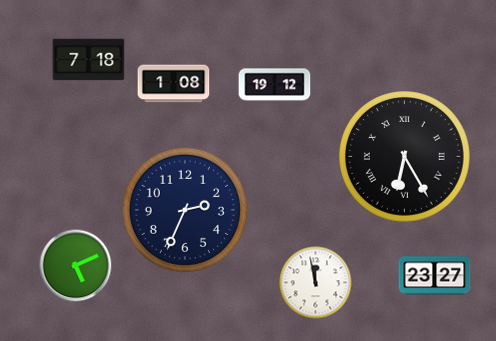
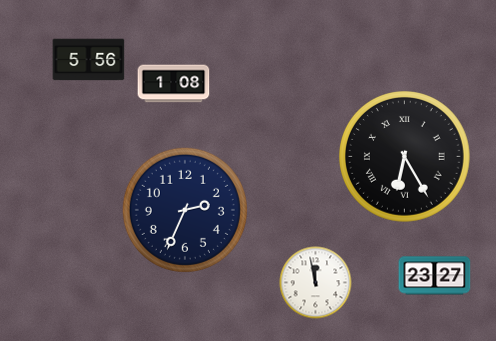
clock at (89, 60): 7:18 -> 5:56
clock at (275, 85): 19:12 -> none
clock at (76, 266): 5:11 -> none
